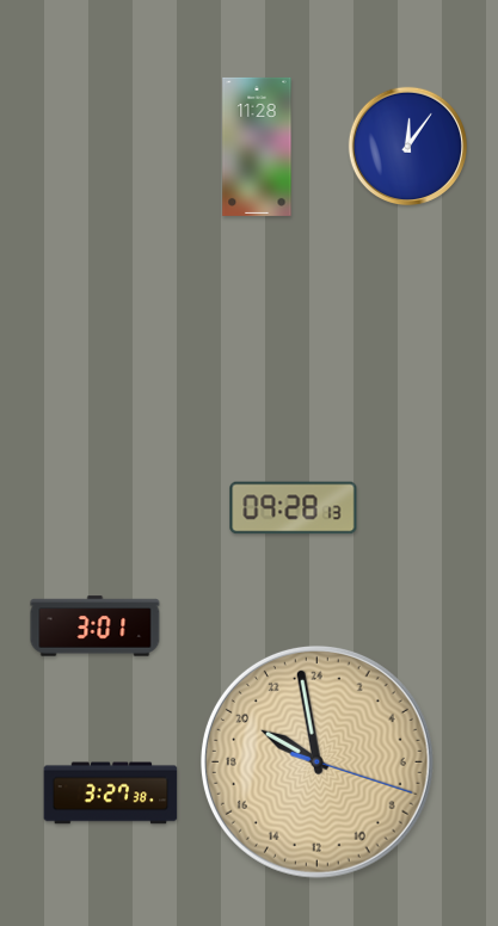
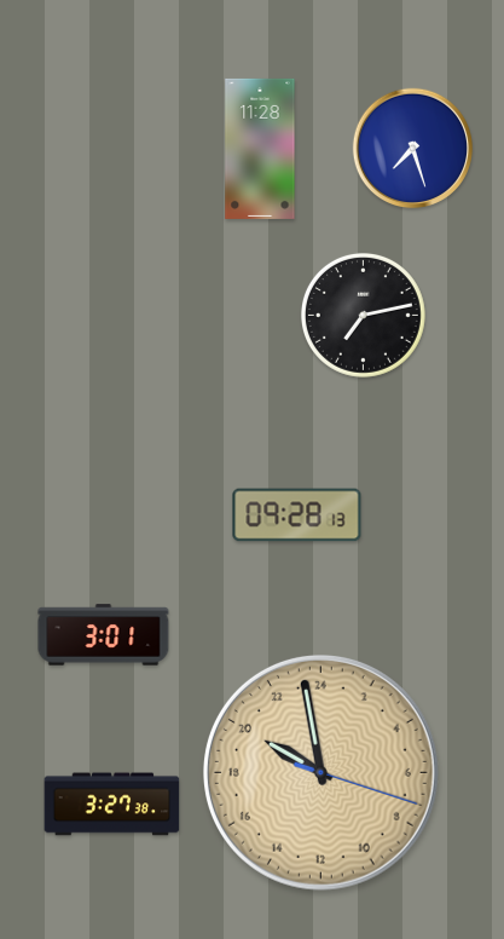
clock at (408, 147): 12:06 -> 7:27
clock at (363, 315): none -> 7:13
clock at (96, 626) position: (96, 626) -> (104, 635)
